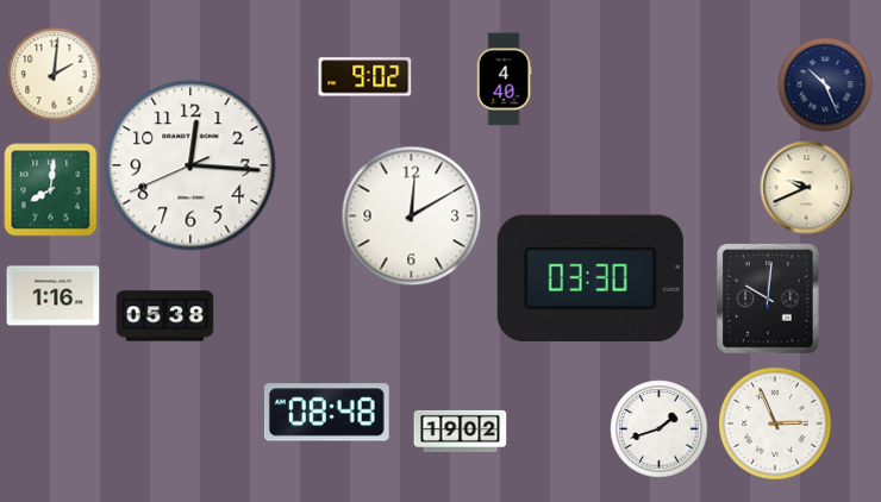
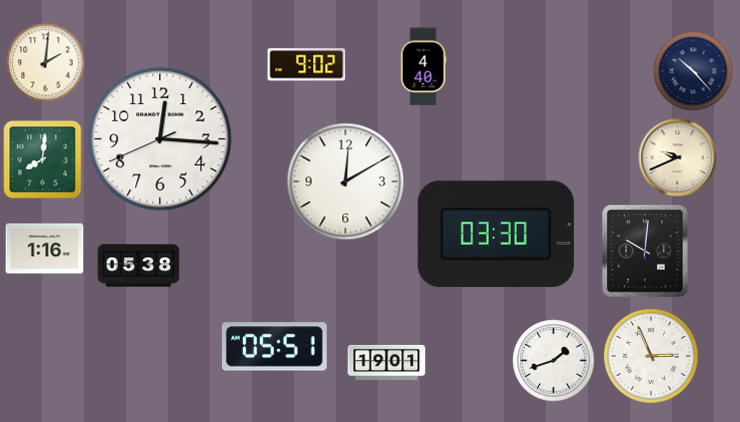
clock at (825, 84): 10:26 -> 10:23
clock at (326, 413): 08:48 -> 05:51
clock at (460, 431): 19:02 -> 19:01
